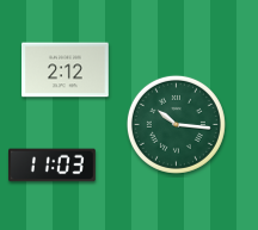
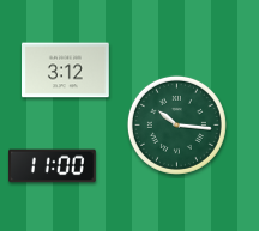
clock at (66, 70): 2:12 -> 3:12
clock at (53, 166): 11:03 -> 11:00
